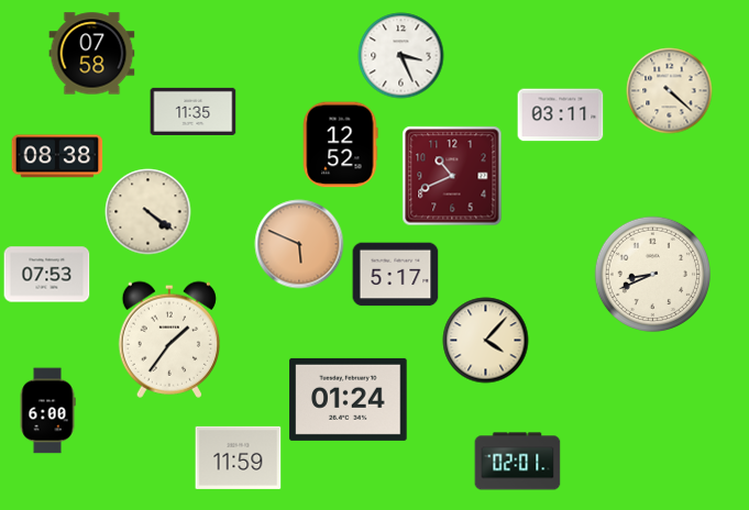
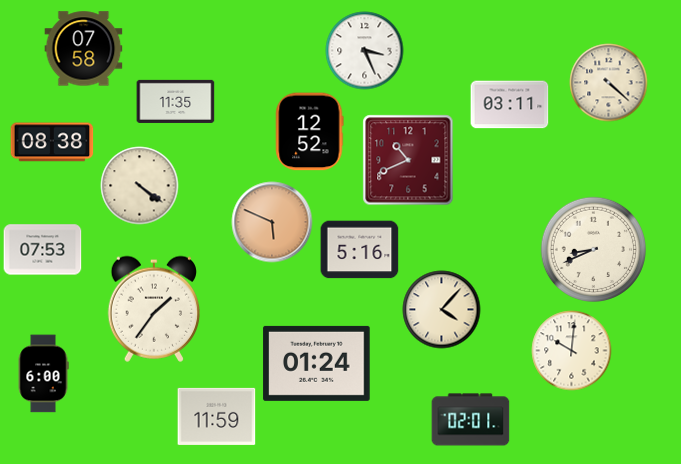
clock at (452, 176) position: (452, 176) -> (408, 160)
clock at (147, 211) position: (147, 211) -> (139, 185)
clock at (395, 275): 5:17 -> 5:16
clock at (571, 350): none -> 10:01
